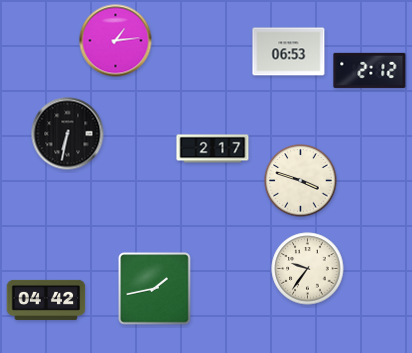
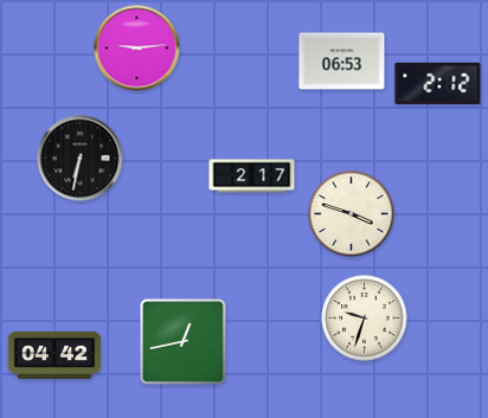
clock at (116, 41): 1:14 -> 9:14
clock at (301, 181) position: (301, 181) -> (352, 214)
clock at (308, 269): 9:36 -> 9:33
clock at (155, 289): 1:43 -> 12:43
